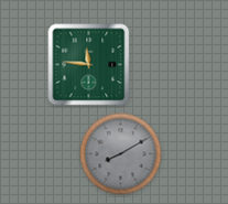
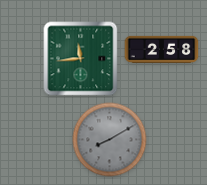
clock at (162, 49): none -> 2:58
clock at (89, 65): 11:46 -> 11:44
